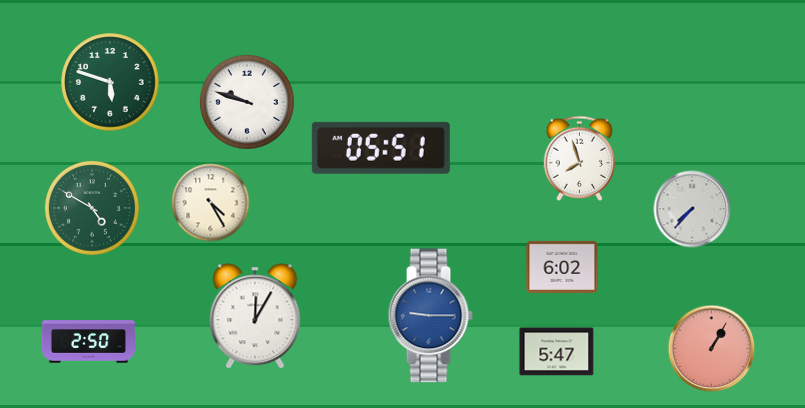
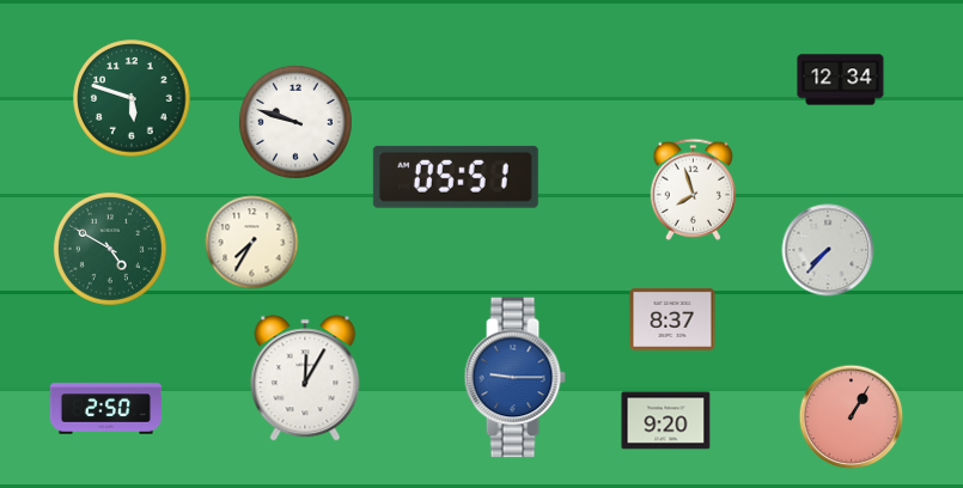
clock at (841, 80): none -> 12:34
clock at (211, 203): 4:25 -> 7:35
clock at (562, 267): 6:02 -> 8:37
clock at (557, 352): 5:47 -> 9:20
